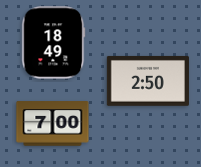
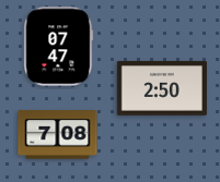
clock at (54, 43): 18:49 -> 07:47
clock at (53, 124): 7:00 -> 7:08
